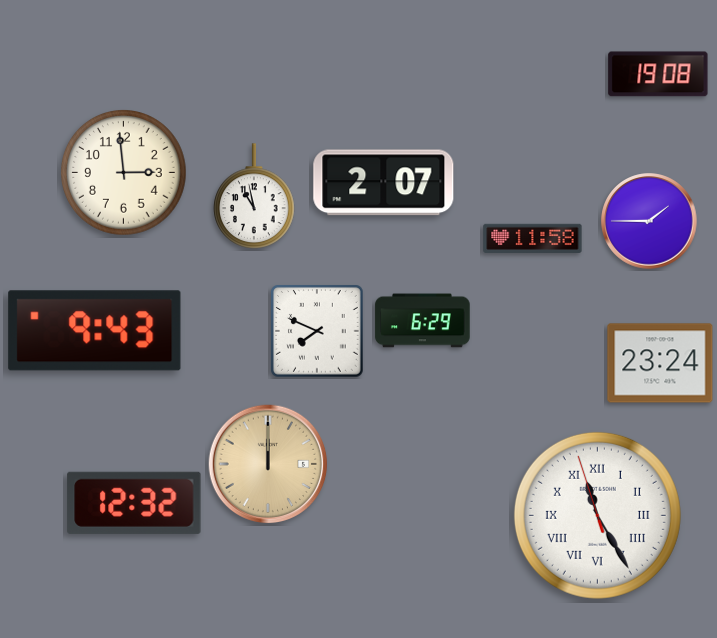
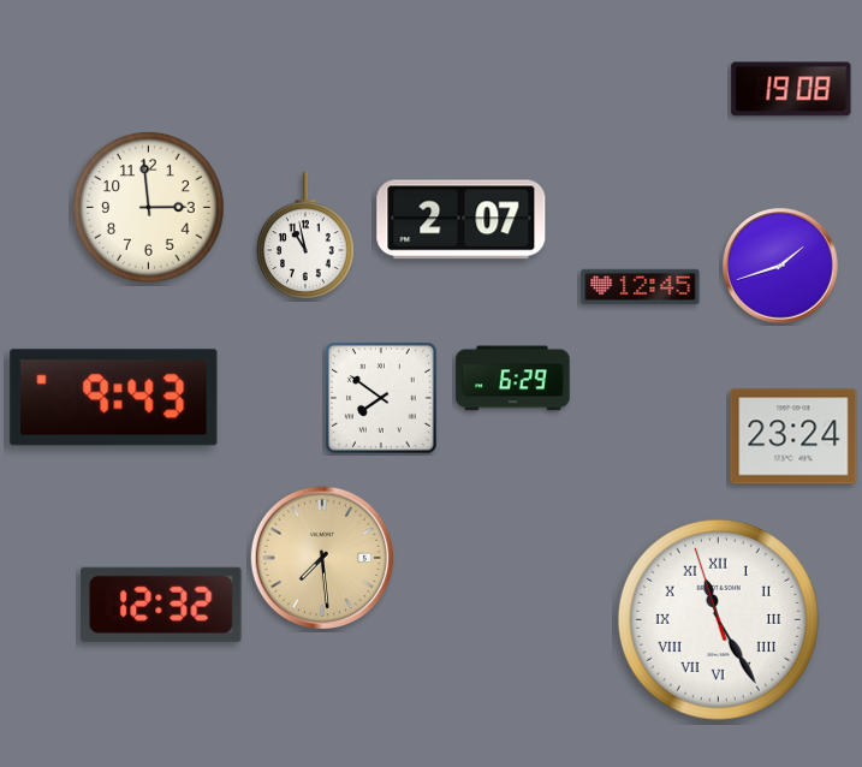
clock at (649, 221): 1:45 -> 1:42
clock at (533, 238): 11:58 -> 12:45
clock at (423, 321) position: (423, 321) -> (513, 379)
clock at (318, 332): 7:49 -> 7:51
clock at (268, 464): 12:00 -> 7:29
